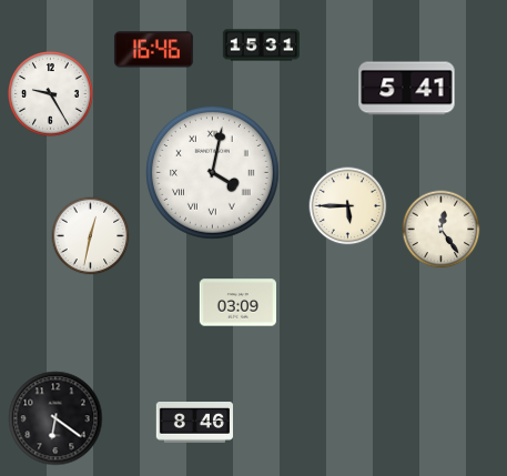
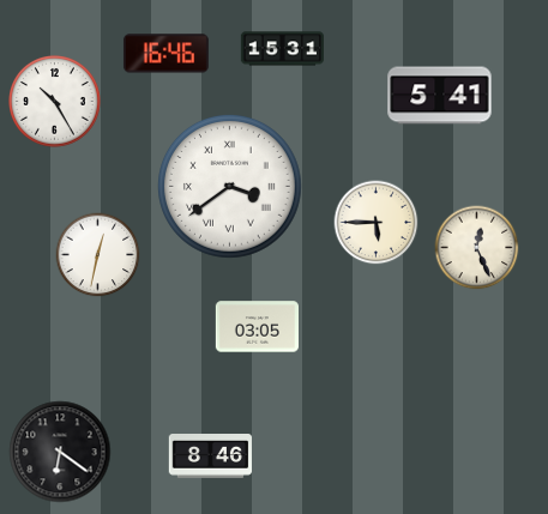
clock at (51, 94): 9:25 -> 10:25
clock at (213, 173): 4:02 -> 3:39
clock at (442, 230): 12:24 -> 12:26
clock at (237, 303): 03:09 -> 03:05
